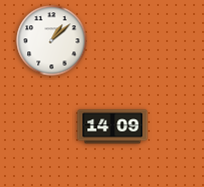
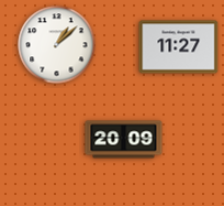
clock at (179, 47): none -> 11:27
clock at (113, 127): 14:09 -> 20:09
